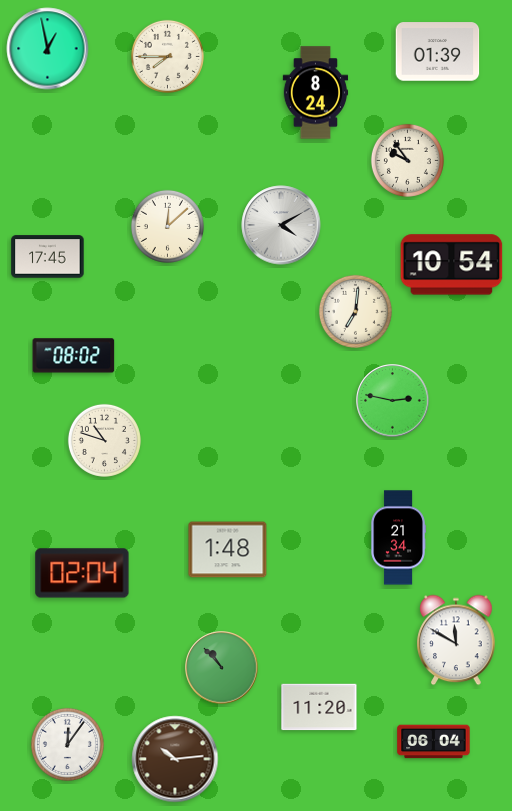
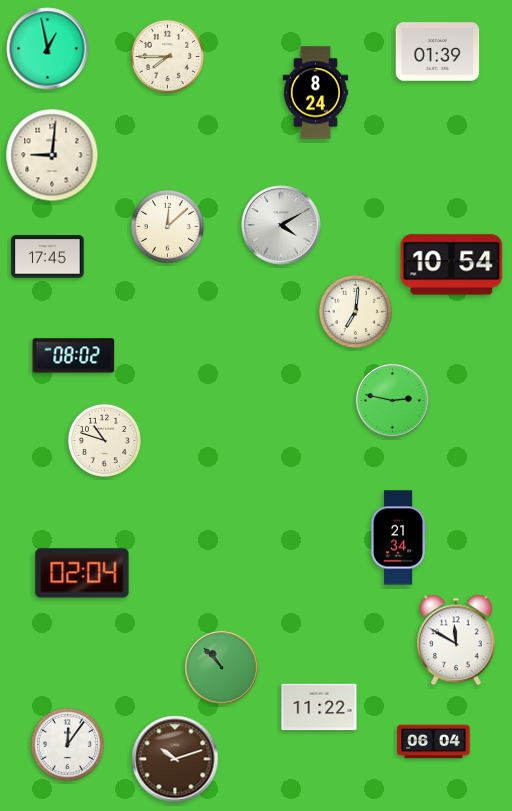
clock at (52, 155): none -> 9:01
clock at (407, 160): 9:54 -> none
clock at (228, 550): 1:48 -> none
clock at (319, 707): 11:20 -> 11:22
clock at (175, 759): 10:14 -> 10:12
